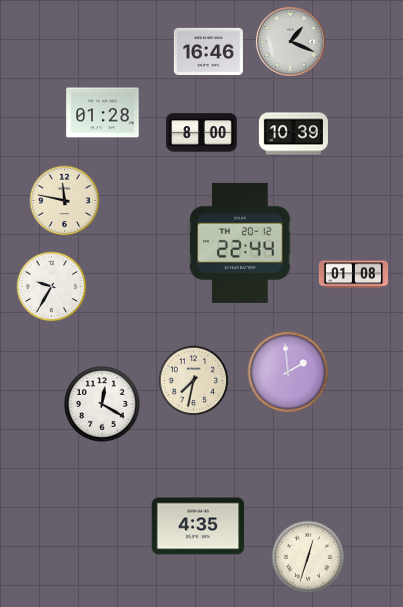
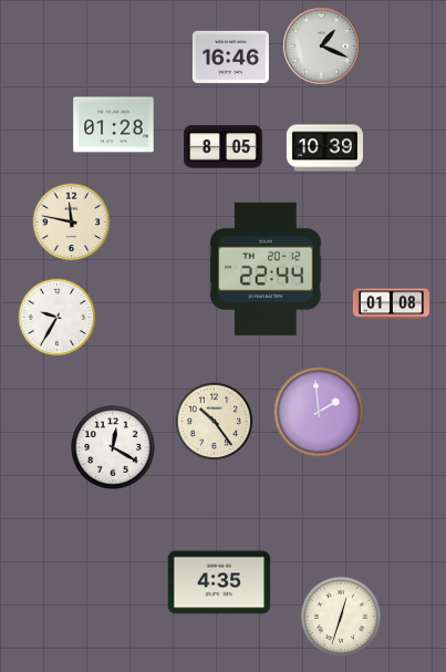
clock at (202, 133): 8:00 -> 8:05
clock at (194, 381): 7:32 -> 10:24
